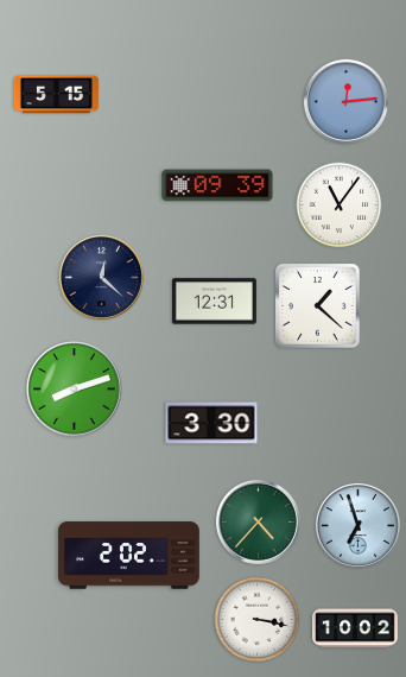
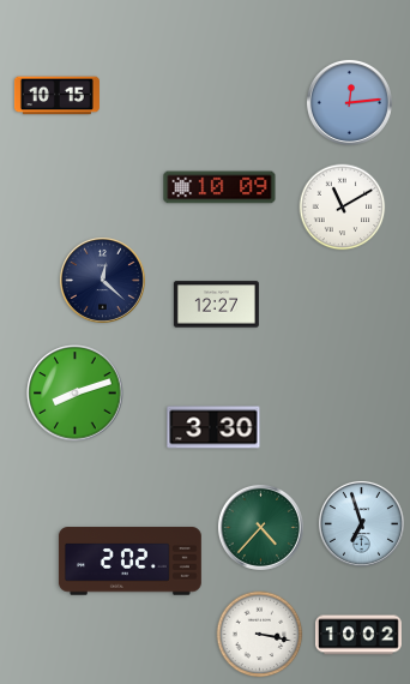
clock at (56, 95): 5:15 -> 10:15
clock at (217, 185): 09:39 -> 10:09
clock at (340, 205): 11:06 -> 11:10
clock at (214, 302): 12:31 -> 12:27
clock at (318, 306): 1:22 -> none
clock at (357, 525) position: (357, 525) -> (361, 523)
clock at (258, 620) position: (258, 620) -> (260, 635)
